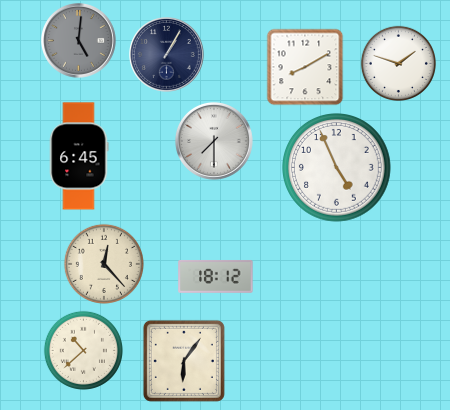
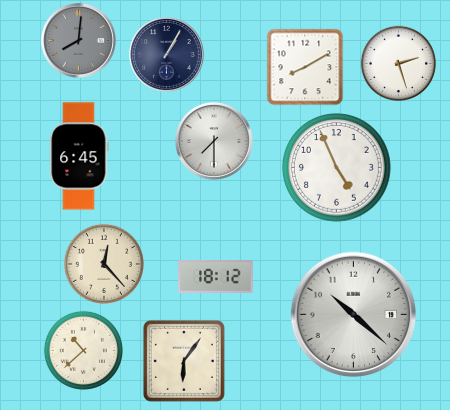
clock at (79, 41): 5:01 -> 8:01
clock at (398, 63): 1:48 -> 2:27
clock at (354, 315): none -> 10:22
